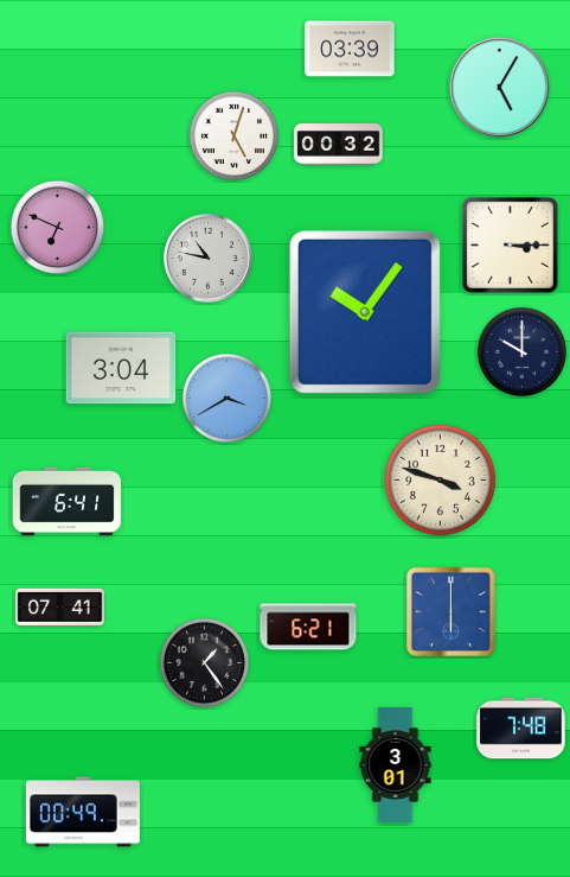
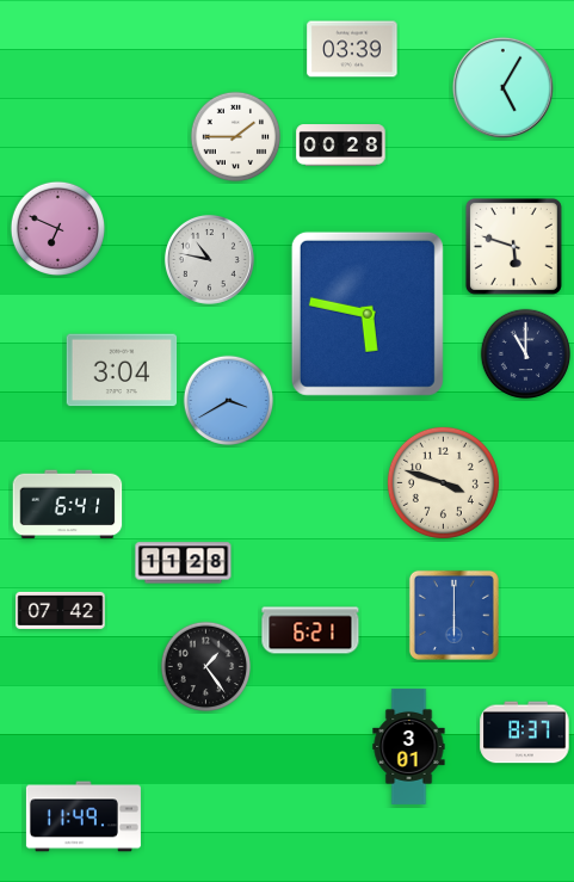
clock at (235, 136): 5:03 -> 1:45
clock at (339, 145): 00:32 -> 00:28
clock at (510, 244): 3:15 -> 5:48
clock at (365, 312): 10:06 -> 5:47
clock at (523, 352): 10:00 -> 11:00
clock at (184, 563): none -> 11:28
clock at (60, 606): 07:41 -> 07:42
clock at (521, 729): 7:48 -> 8:37
clock at (396, 764) position: (396, 764) -> (409, 746)
clock at (83, 812): 00:49 -> 11:49
